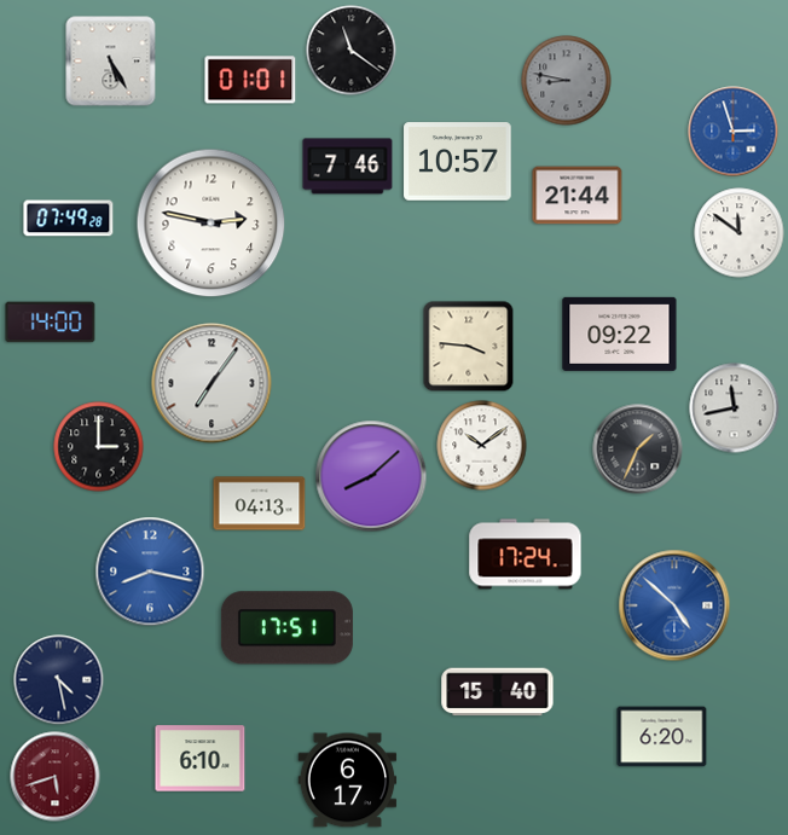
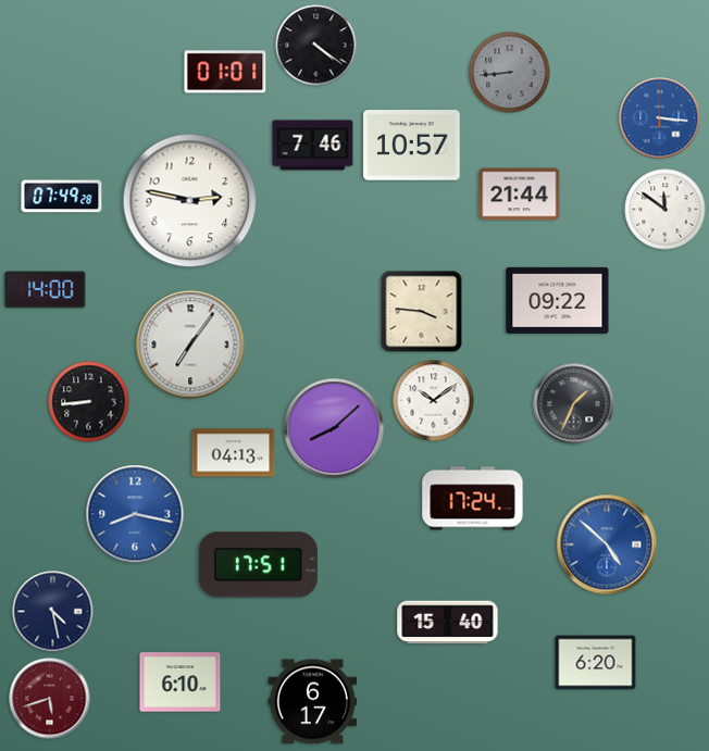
clock at (352, 51): 11:21 -> 4:21
clock at (111, 62): 5:25 -> none
clock at (567, 81): 8:47 -> 8:44
clock at (734, 132): 2:57 -> 3:16
clock at (348, 167) position: (348, 167) -> (313, 146)
clock at (578, 196) position: (578, 196) -> (520, 195)
clock at (735, 408): 11:43 -> none
clock at (99, 447): 3:00 -> 8:44
